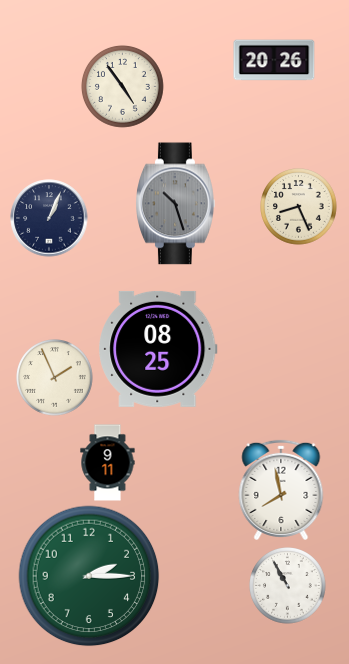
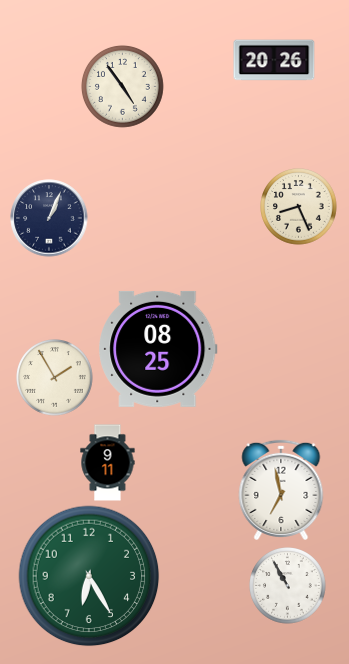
clock at (176, 204): 10:27 -> none
clock at (55, 378): 1:56 -> 1:55
clock at (281, 490): 7:58 -> 6:58
clock at (89, 576): 2:15 -> 6:25
